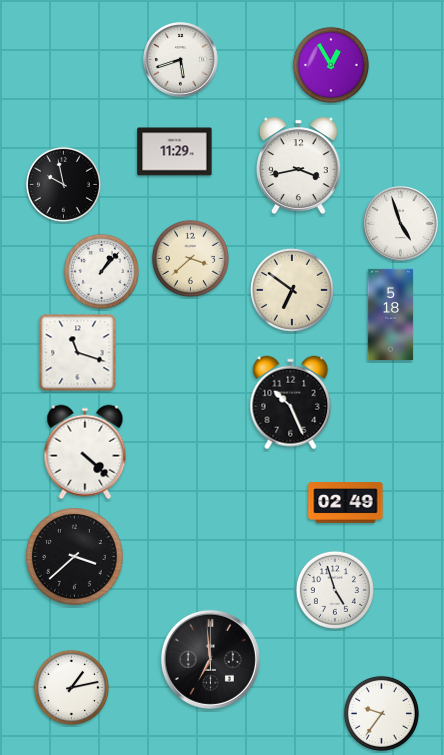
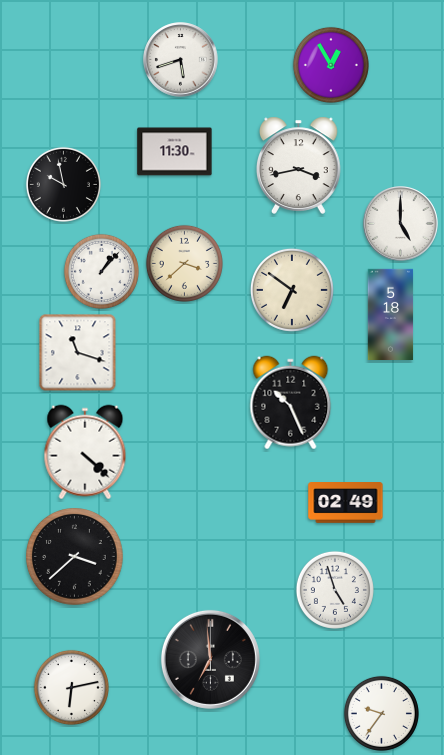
clock at (175, 152): 11:29 -> 11:30
clock at (401, 224): 4:57 -> 5:00
clock at (190, 258) position: (190, 258) -> (184, 263)
clock at (71, 687): 1:13 -> 6:13
